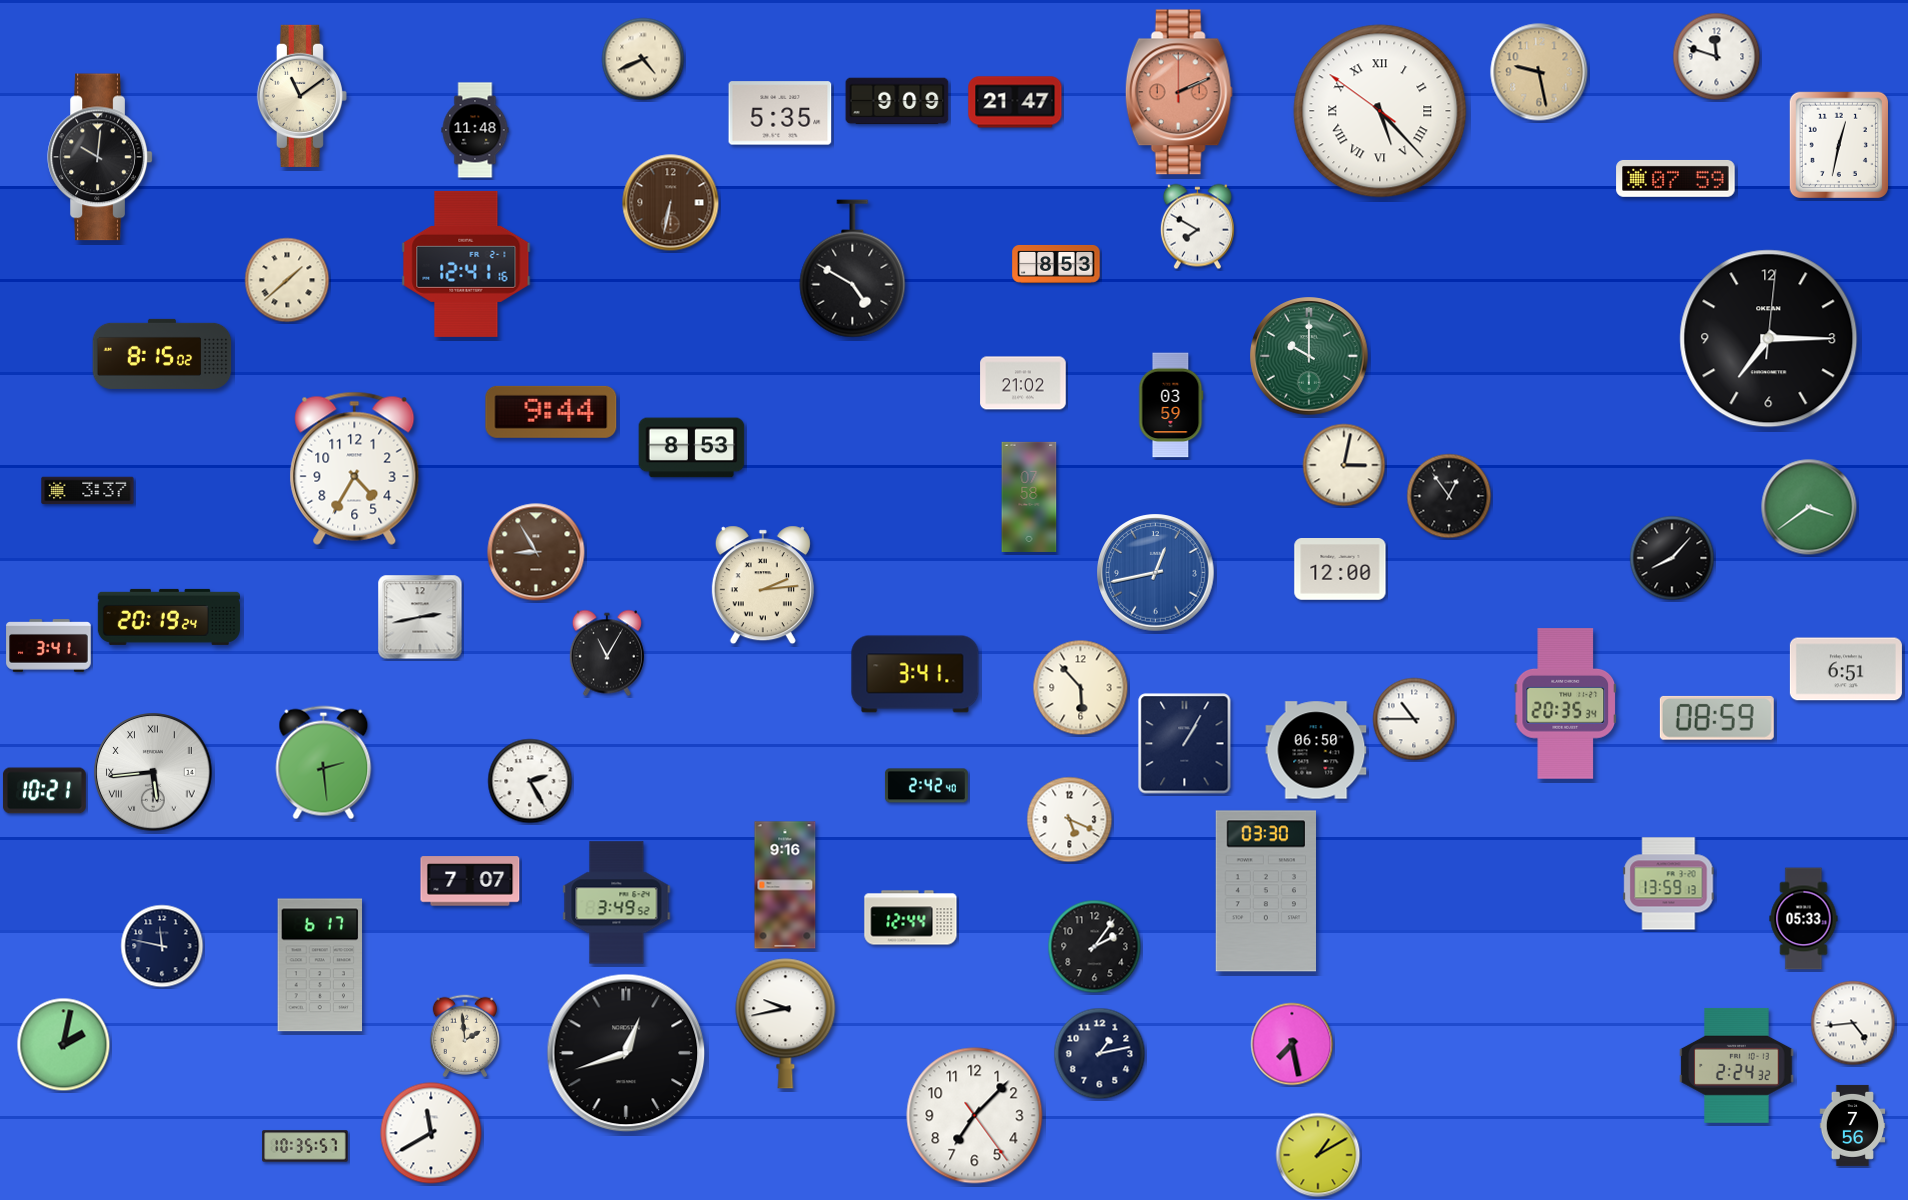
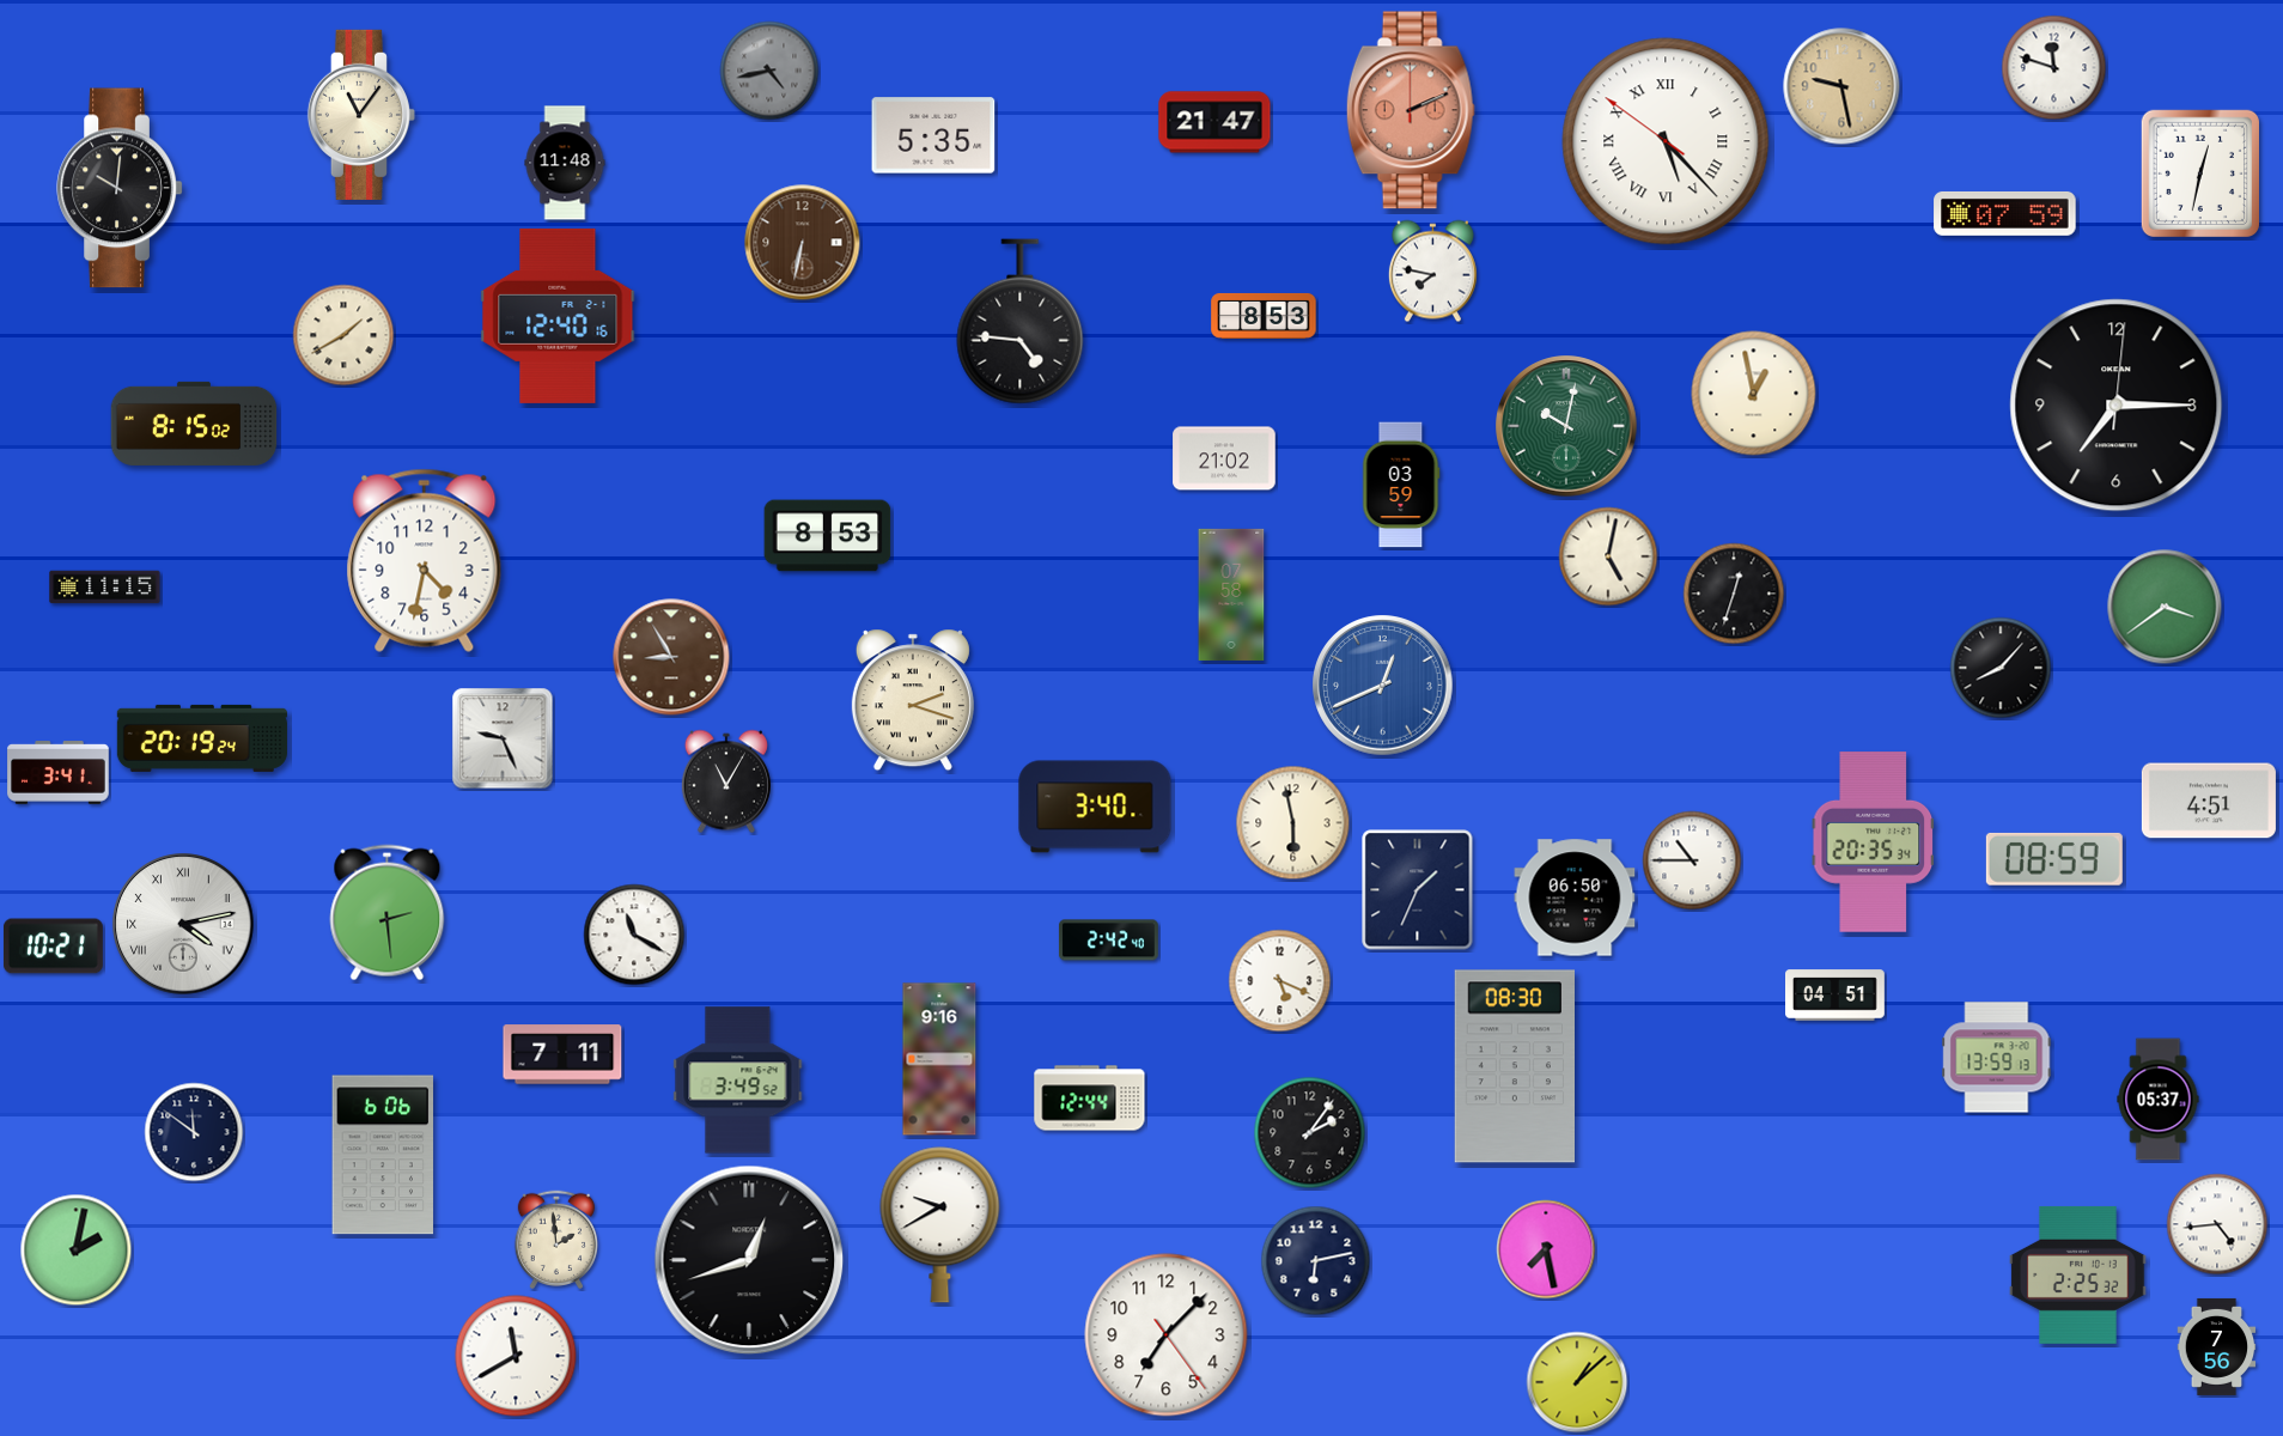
clock at (643, 59): 4:41 -> 4:43
clock at (643, 59) dial: cream -> grey
clock at (302, 96): 11:09 -> 11:06
clock at (897, 101): 9:09 -> none
clock at (1380, 111) position: (1380, 111) -> (1666, 141)
clock at (475, 130) position: (475, 130) -> (565, 163)
clock at (1197, 227): 7:50 -> 7:47
clock at (466, 264): 12:41 -> 12:40
clock at (853, 269): 4:50 -> 4:46
clock at (287, 280): 1:38 -> 1:40
clock at (1754, 394): none -> 12:58
clock at (1309, 356): 10:00 -> 10:02
clock at (551, 412): 9:44 -> none
clock at (1344, 465): 3:02 -> 5:02
clock at (355, 468): 4:35 -> 4:32
clock at (88, 491): 3:37 -> 11:15
clock at (1449, 496): 12:54 -> 12:33
clock at (536, 552) position: (536, 552) -> (671, 657)
clock at (1340, 569): 12:00 -> none
clock at (1156, 573): 12:43 -> 12:41
clock at (763, 585): 2:14 -> 2:18
clock at (420, 617): 2:43 -> 9:26
clock at (1846, 669): 6:51 -> 4:51
clock at (915, 674): 3:41 -> 3:40
clock at (1081, 688): 5:53 -> 5:58
clock at (1185, 744): 1:05 -> 1:34
clock at (153, 772): 5:44 -> 4:13
clock at (530, 781): 2:25 -> 11:20
clock at (1835, 996): none -> 04:51
clock at (470, 881): 7:07 -> 7:11
clock at (1265, 891): 03:30 -> 08:30
clock at (1804, 919): 05:33 -> 05:37
clock at (162, 946): 11:47 -> 11:51
clock at (320, 965): 6:17 -> 6:06
clock at (786, 1024): 9:43 -> 9:40
clock at (1100, 1054): 1:13 -> 6:13
clock at (1737, 1065): 2:24 -> 2:25
clock at (305, 1146): 10:35 -> none
clock at (1318, 1155): 1:10 -> 1:08
